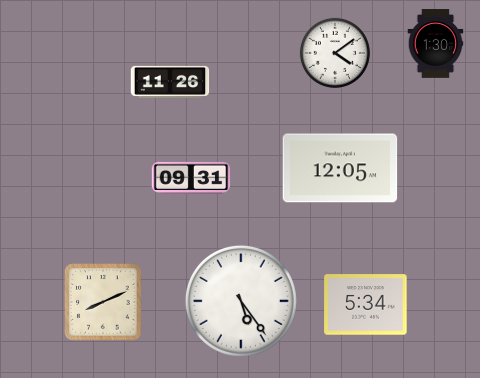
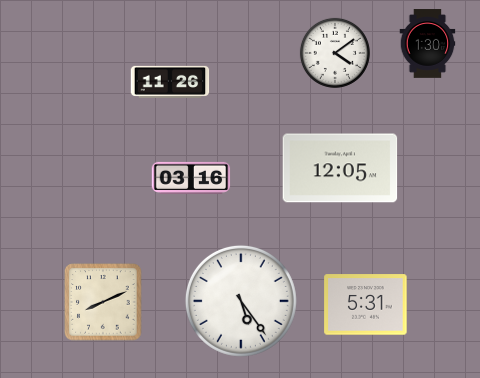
clock at (436, 44) position: (436, 44) -> (428, 44)
clock at (191, 178): 09:31 -> 03:16
clock at (366, 305): 5:34 -> 5:31
